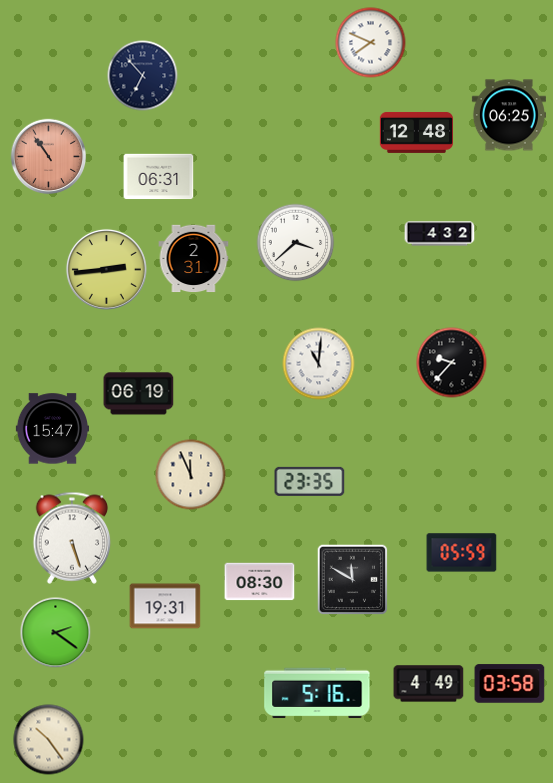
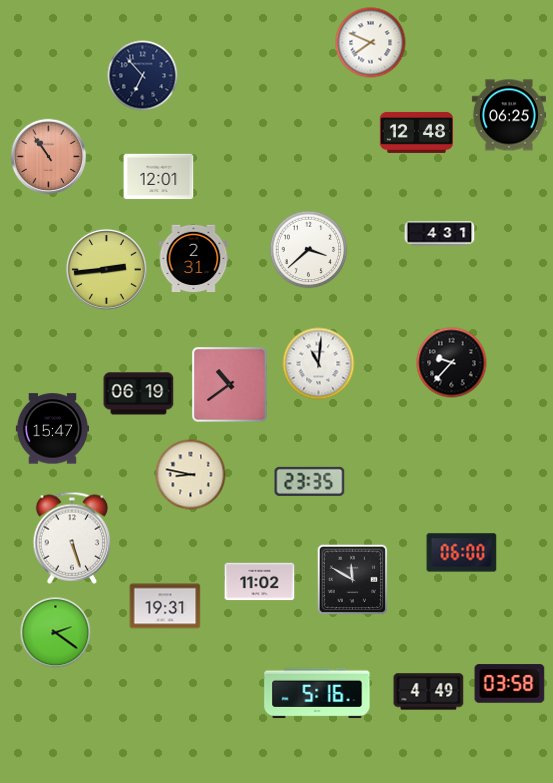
clock at (159, 177): 06:31 -> 12:01
clock at (440, 234): 4:32 -> 4:31
clock at (296, 243) position: (296, 243) -> (309, 250)
clock at (230, 385): none -> 10:39
clock at (191, 475): 11:56 -> 8:47
clock at (462, 553): 05:59 -> 06:00
clock at (260, 582): 08:30 -> 11:02
clock at (429, 684) position: (429, 684) -> (429, 692)
clock at (49, 740): 10:24 -> none
